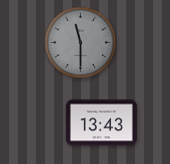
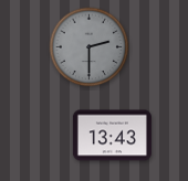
clock at (81, 43): 11:30 -> 2:30
